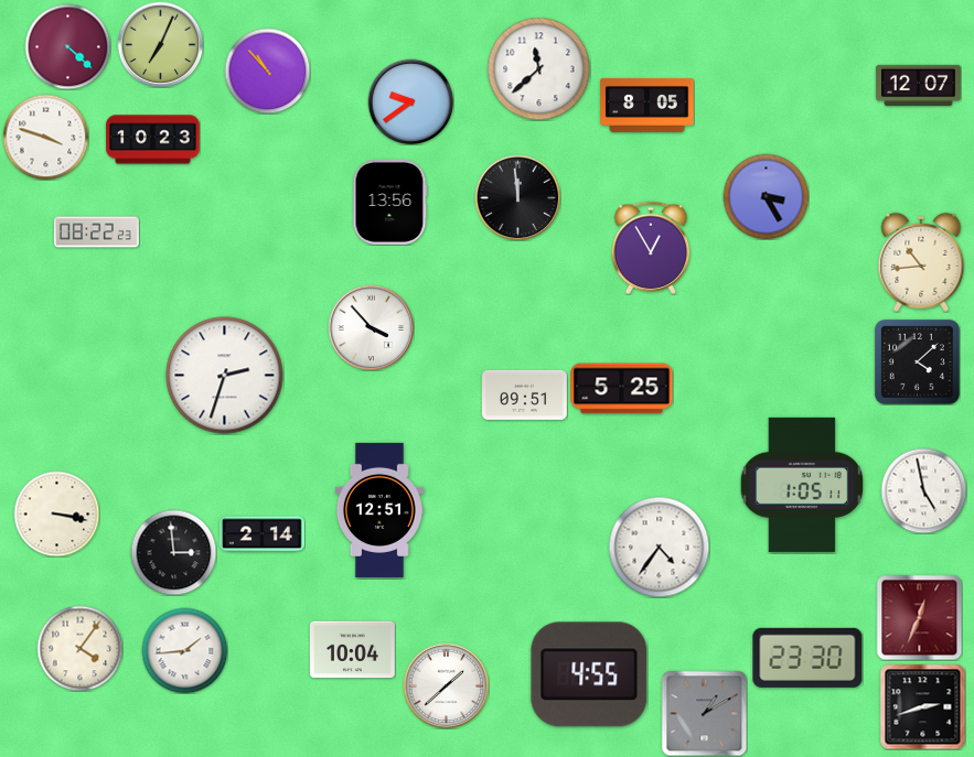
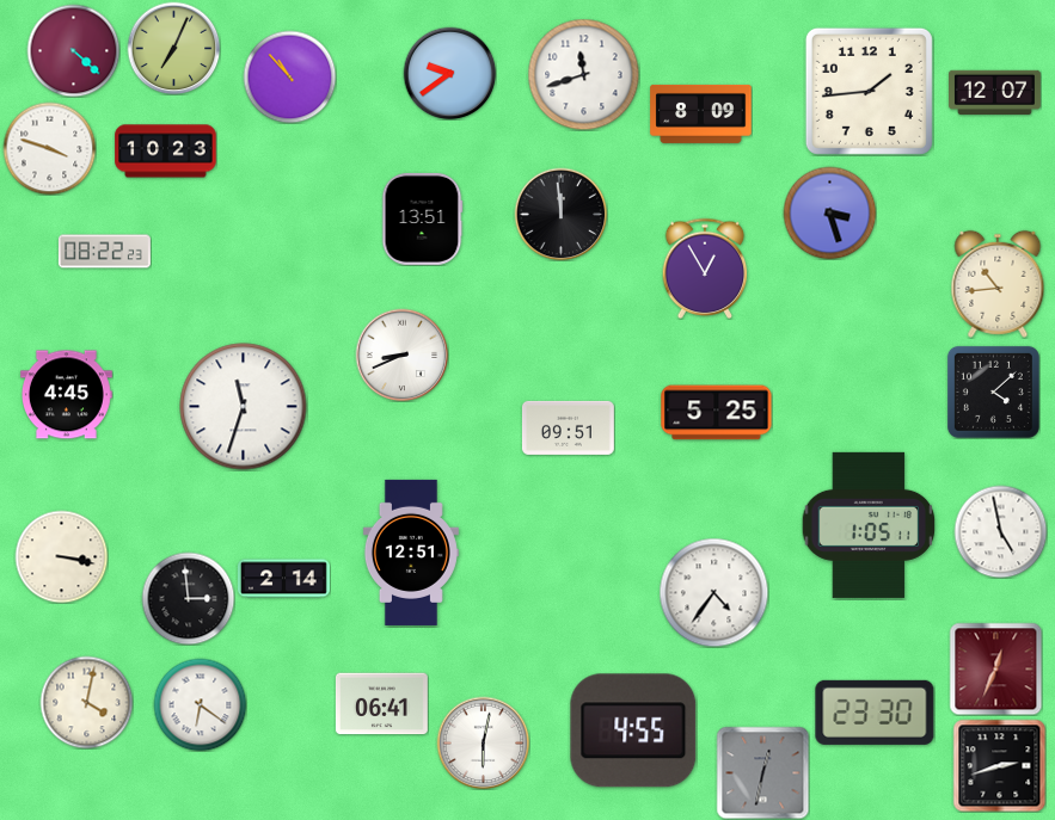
clock at (538, 68): 11:38 -> 11:42
clock at (869, 91): none -> 1:44
clock at (410, 101) position: (410, 101) -> (449, 73)
clock at (647, 105): 8:05 -> 8:09
clock at (766, 196): 3:25 -> 3:27
clock at (389, 202): 13:56 -> 13:51
clock at (371, 327): 3:53 -> 8:41
clock at (66, 395): none -> 4:45
clock at (225, 376): 2:33 -> 11:33
clock at (622, 389) position: (622, 389) -> (717, 413)
clock at (79, 648): 4:06 -> 4:02
clock at (184, 650): 1:44 -> 6:21
clock at (352, 650): 10:04 -> 06:41
clock at (589, 674) position: (589, 674) -> (633, 730)
clock at (446, 685): 1:38 -> 6:02
clock at (704, 713): 1:10 -> 12:32
